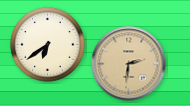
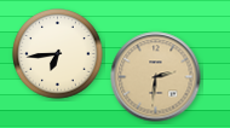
clock at (48, 45): 6:39 -> 6:44
